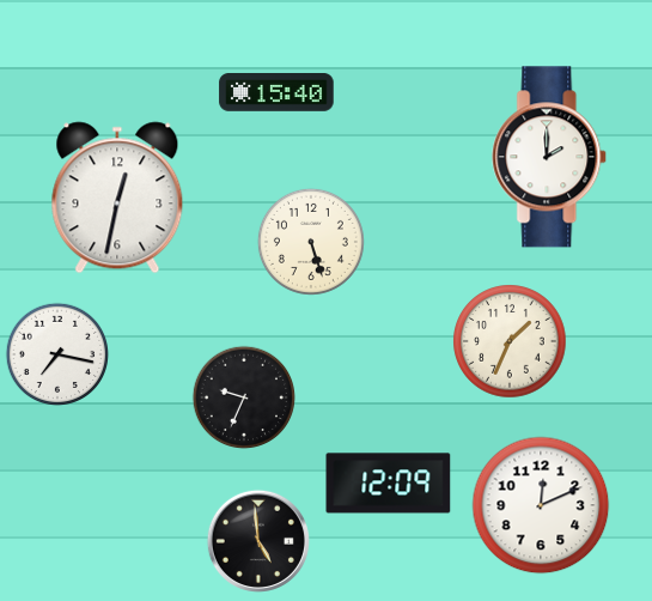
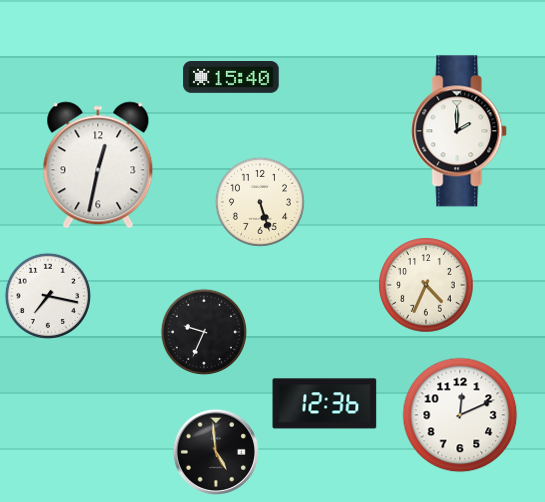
clock at (510, 341): 1:34 -> 4:34
clock at (389, 484): 12:09 -> 12:36
clock at (541, 505) position: (541, 505) -> (460, 415)
